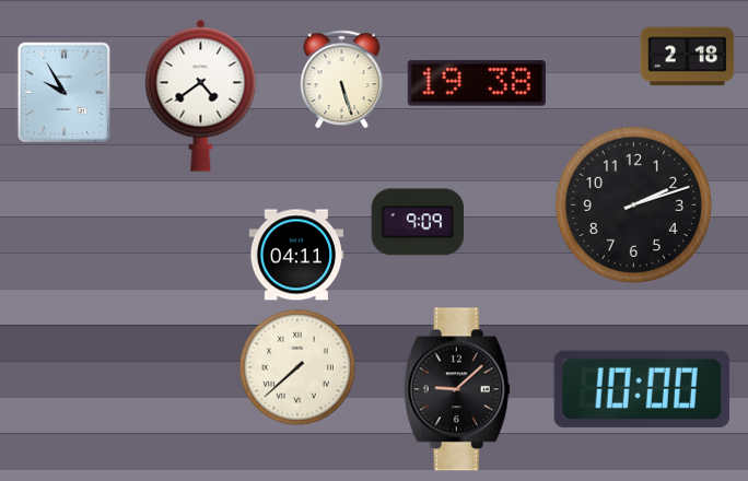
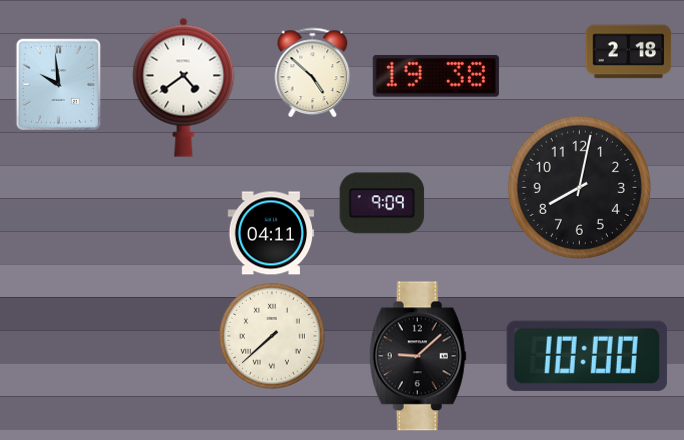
clock at (342, 79): 5:27 -> 4:52
clock at (65, 93): 9:55 -> 9:59
clock at (633, 204): 2:12 -> 8:02
